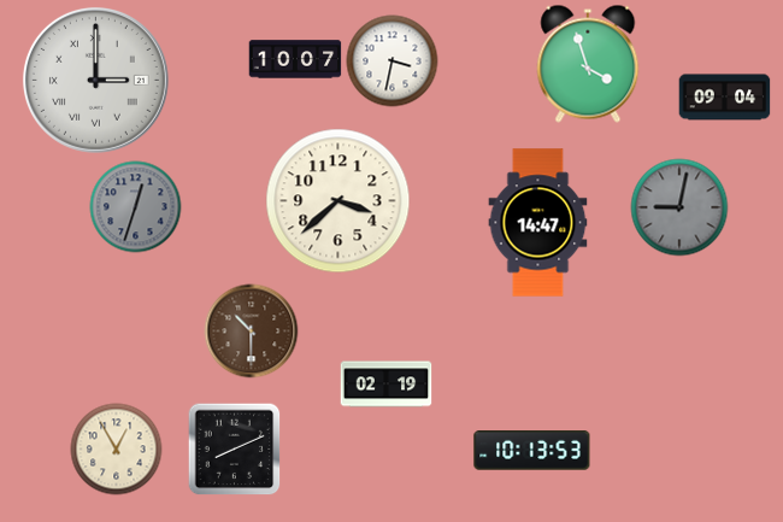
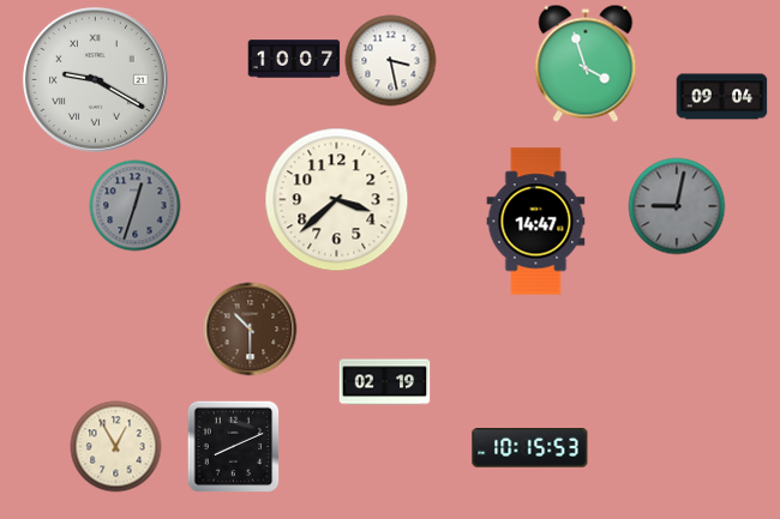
clock at (393, 61): 3:32 -> 3:28
clock at (95, 80): 3:00 -> 9:20
clock at (532, 451): 10:13 -> 10:15
